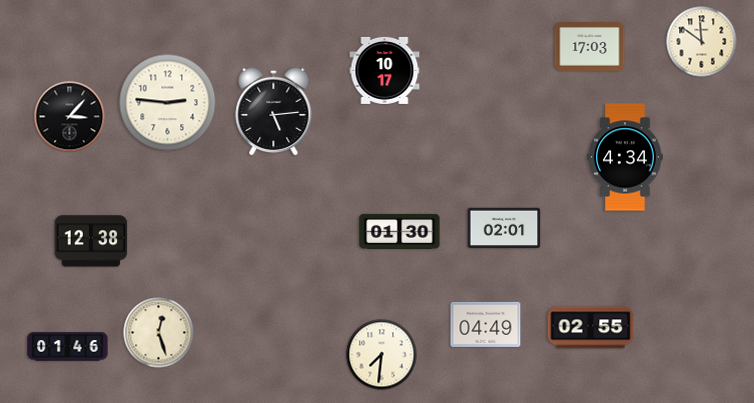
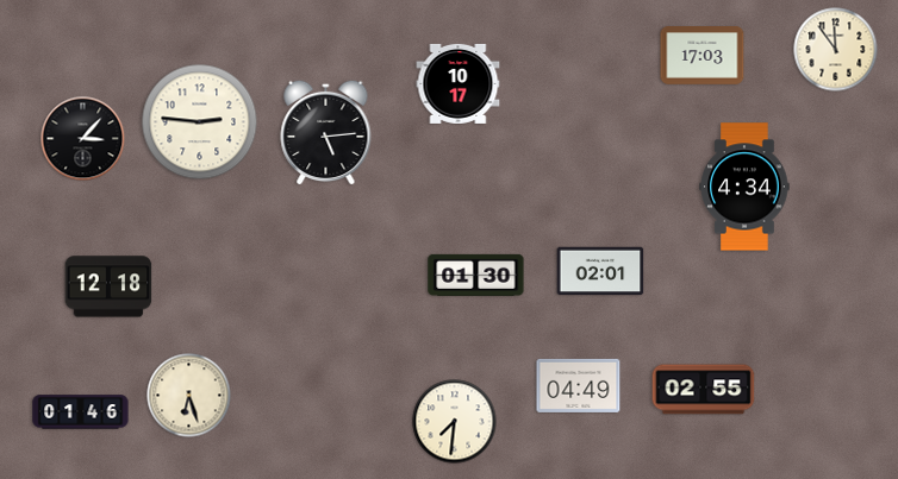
clock at (702, 42): 11:51 -> 11:54
clock at (91, 241): 12:38 -> 12:18
clock at (159, 333): 12:27 -> 6:27
